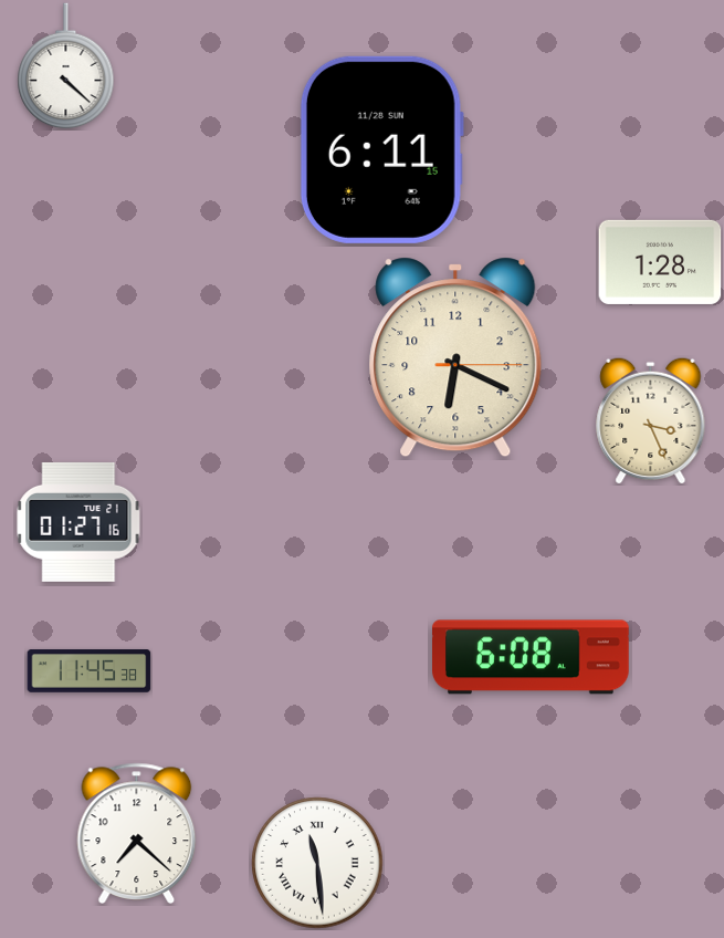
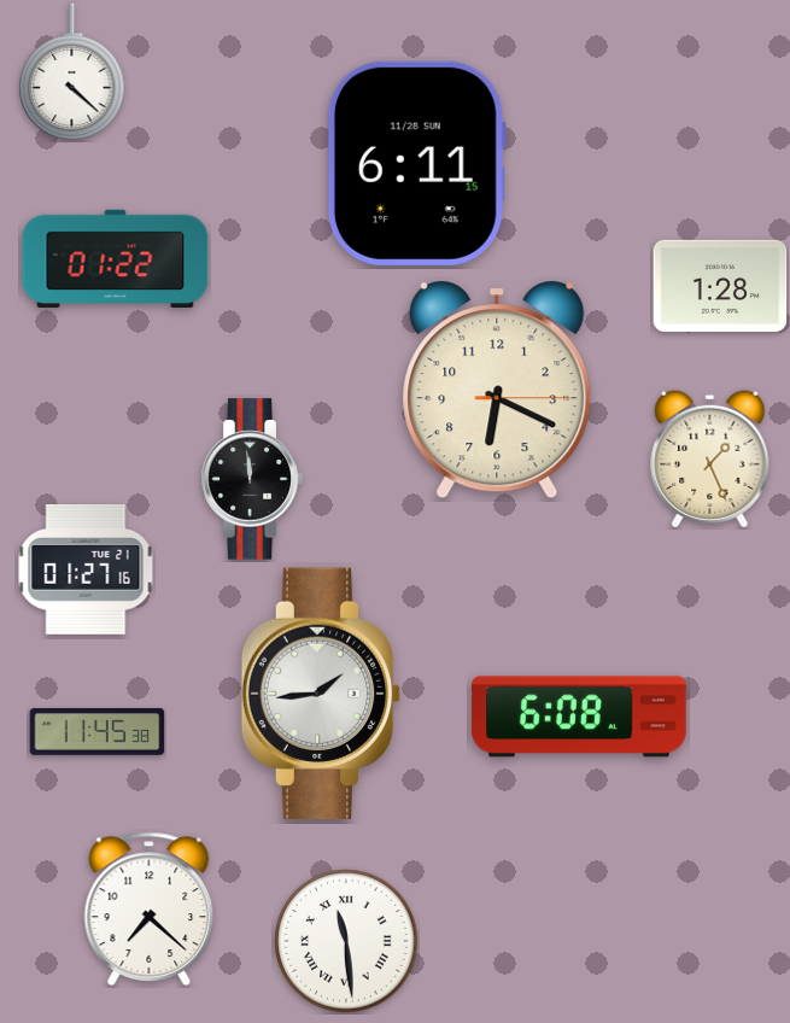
clock at (116, 258): none -> 01:22
clock at (651, 420): 3:26 -> 1:26
clock at (252, 479): none -> 11:59
clock at (321, 694): none -> 1:44
